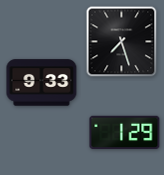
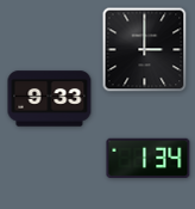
clock at (122, 42): 7:27 -> 3:00
clock at (125, 133): 1:29 -> 1:34
